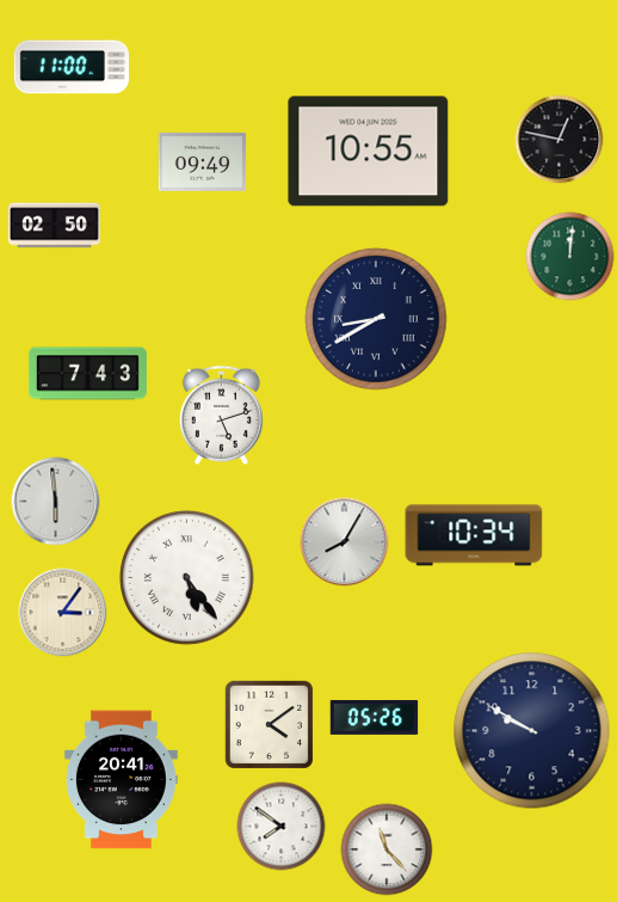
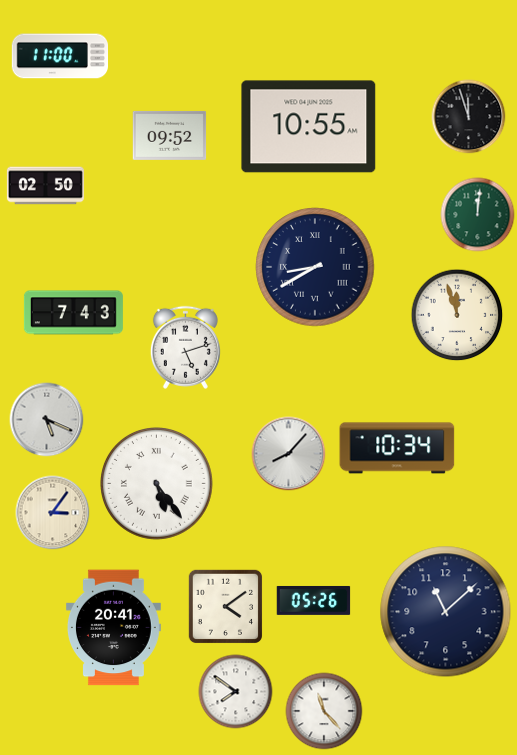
clock at (560, 140): 12:47 -> 11:57
clock at (203, 161): 09:49 -> 09:52
clock at (54, 226) position: (54, 226) -> (45, 186)
clock at (457, 315): none -> 11:57
clock at (56, 502): 5:59 -> 5:19
clock at (345, 542): 8:05 -> 8:07
clock at (532, 731): 9:50 -> 11:08
clock at (121, 780) position: (121, 780) -> (113, 628)
